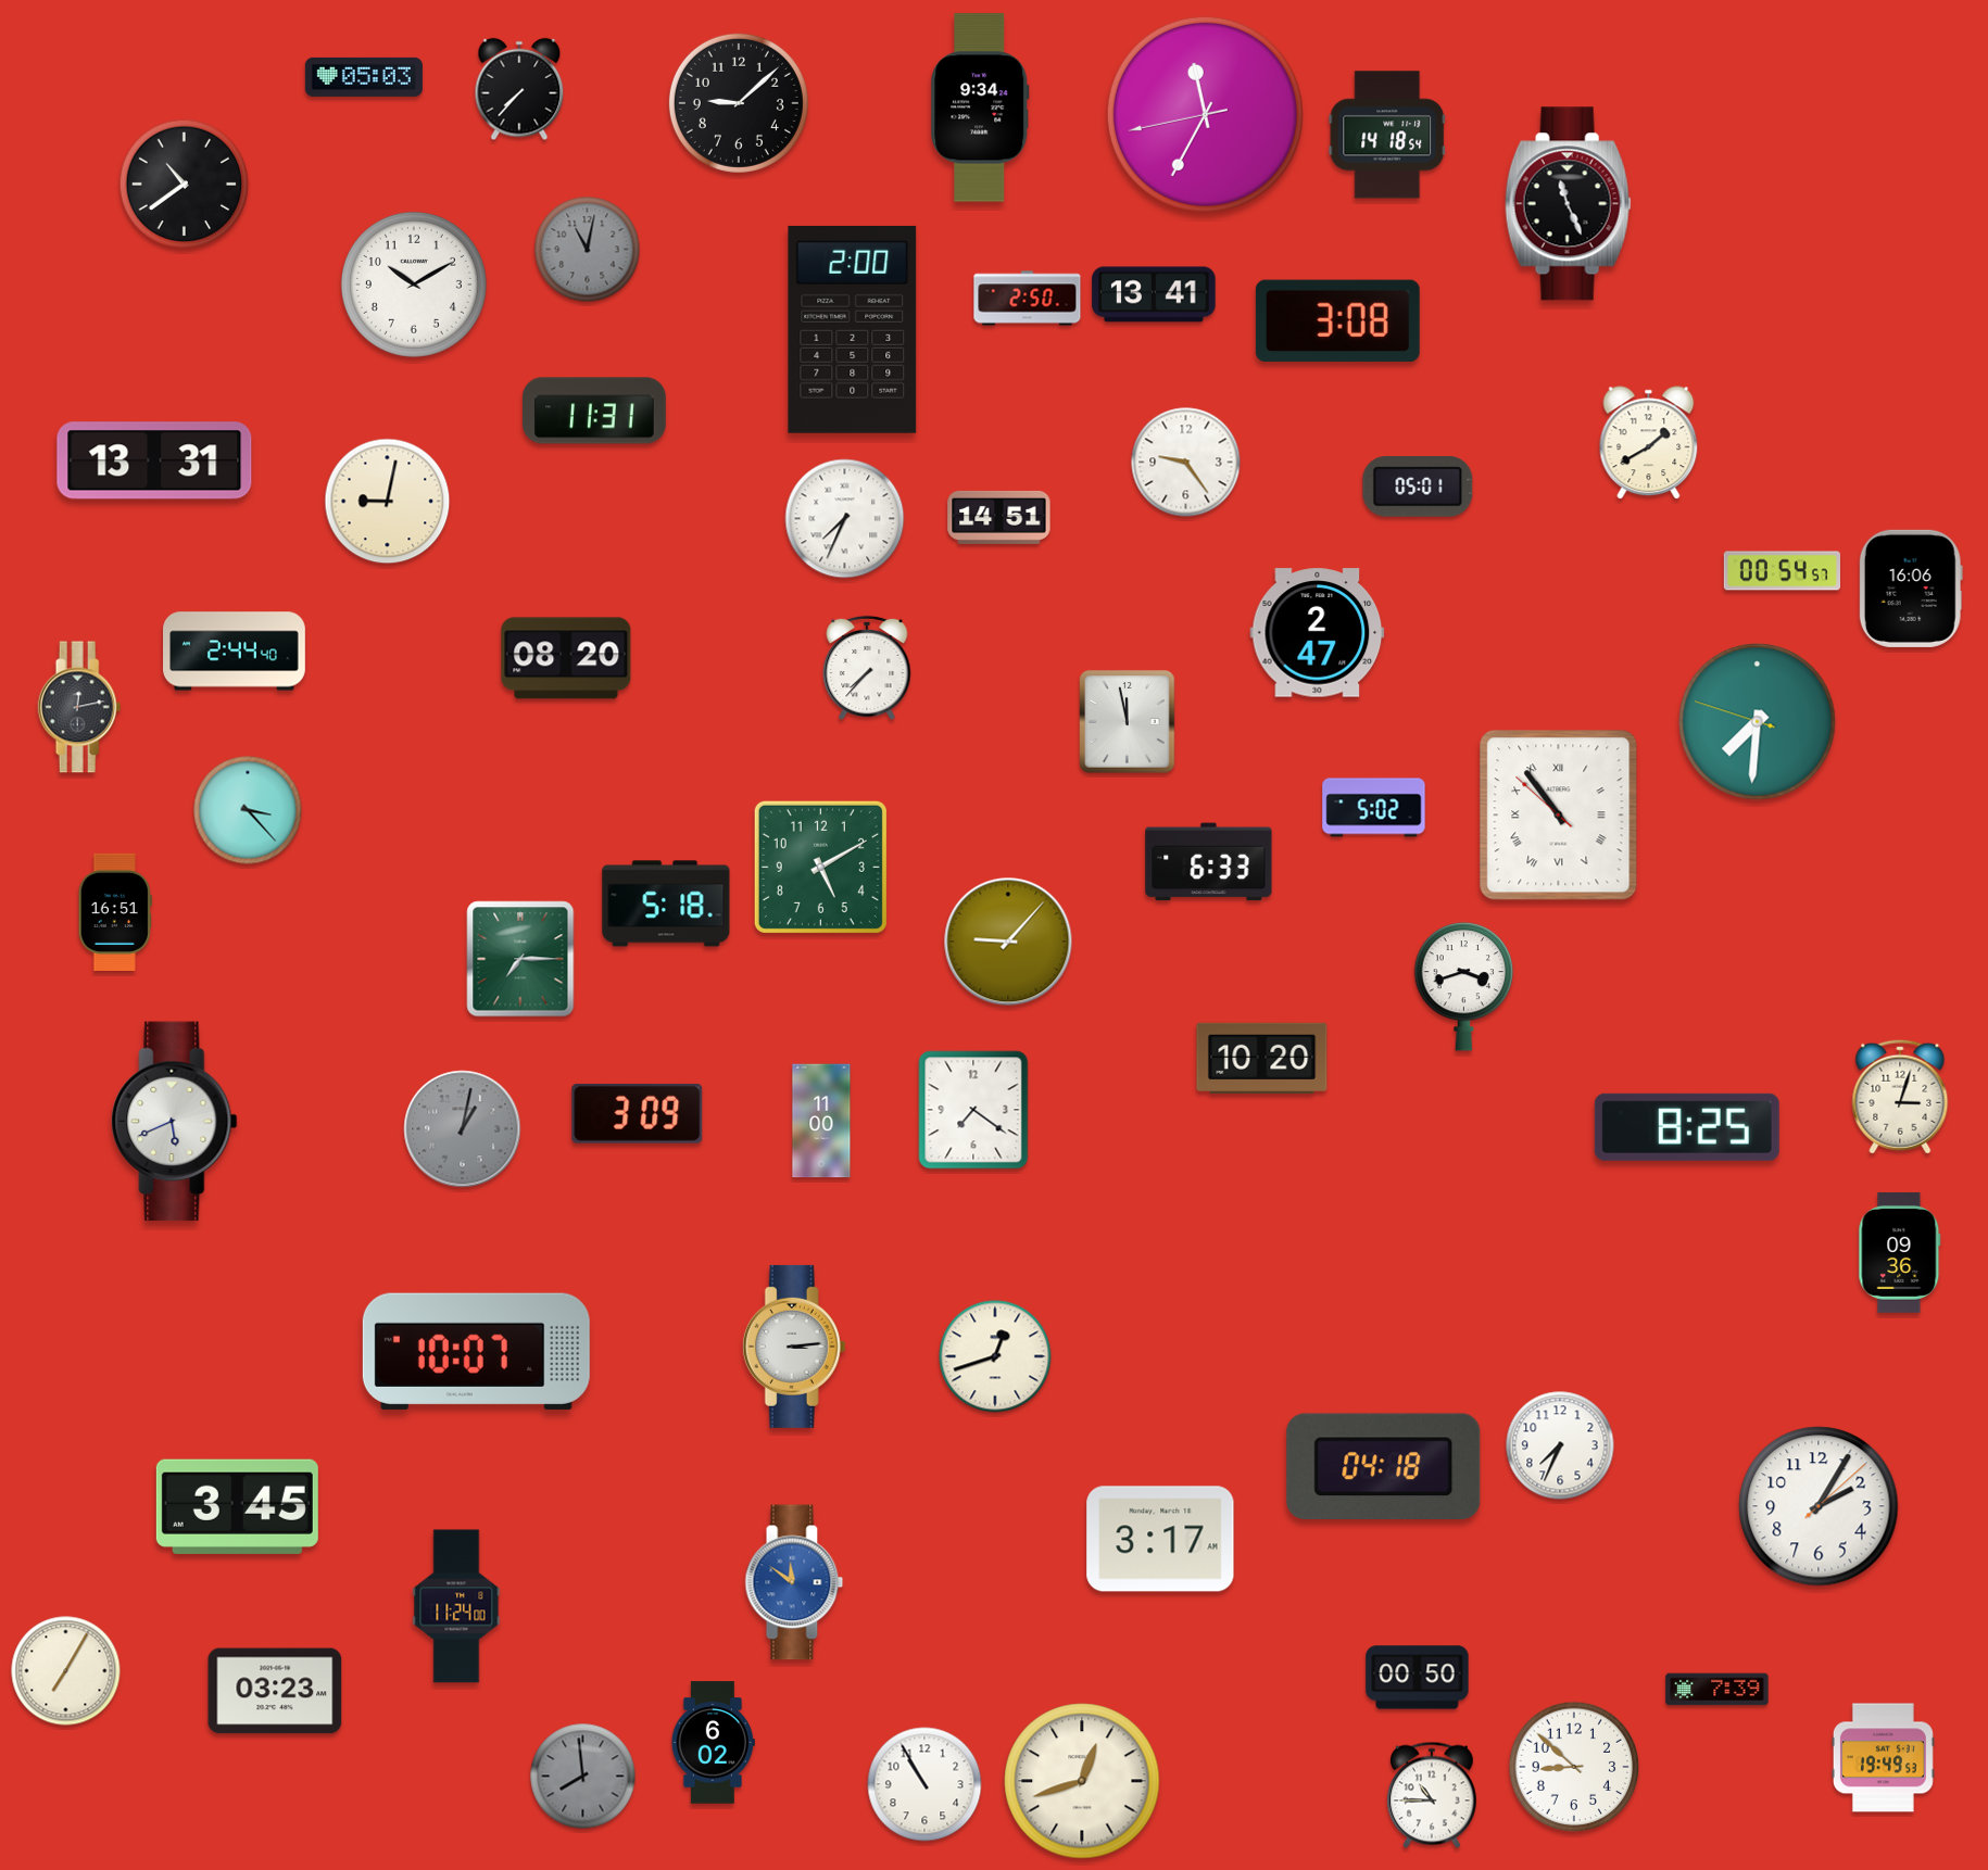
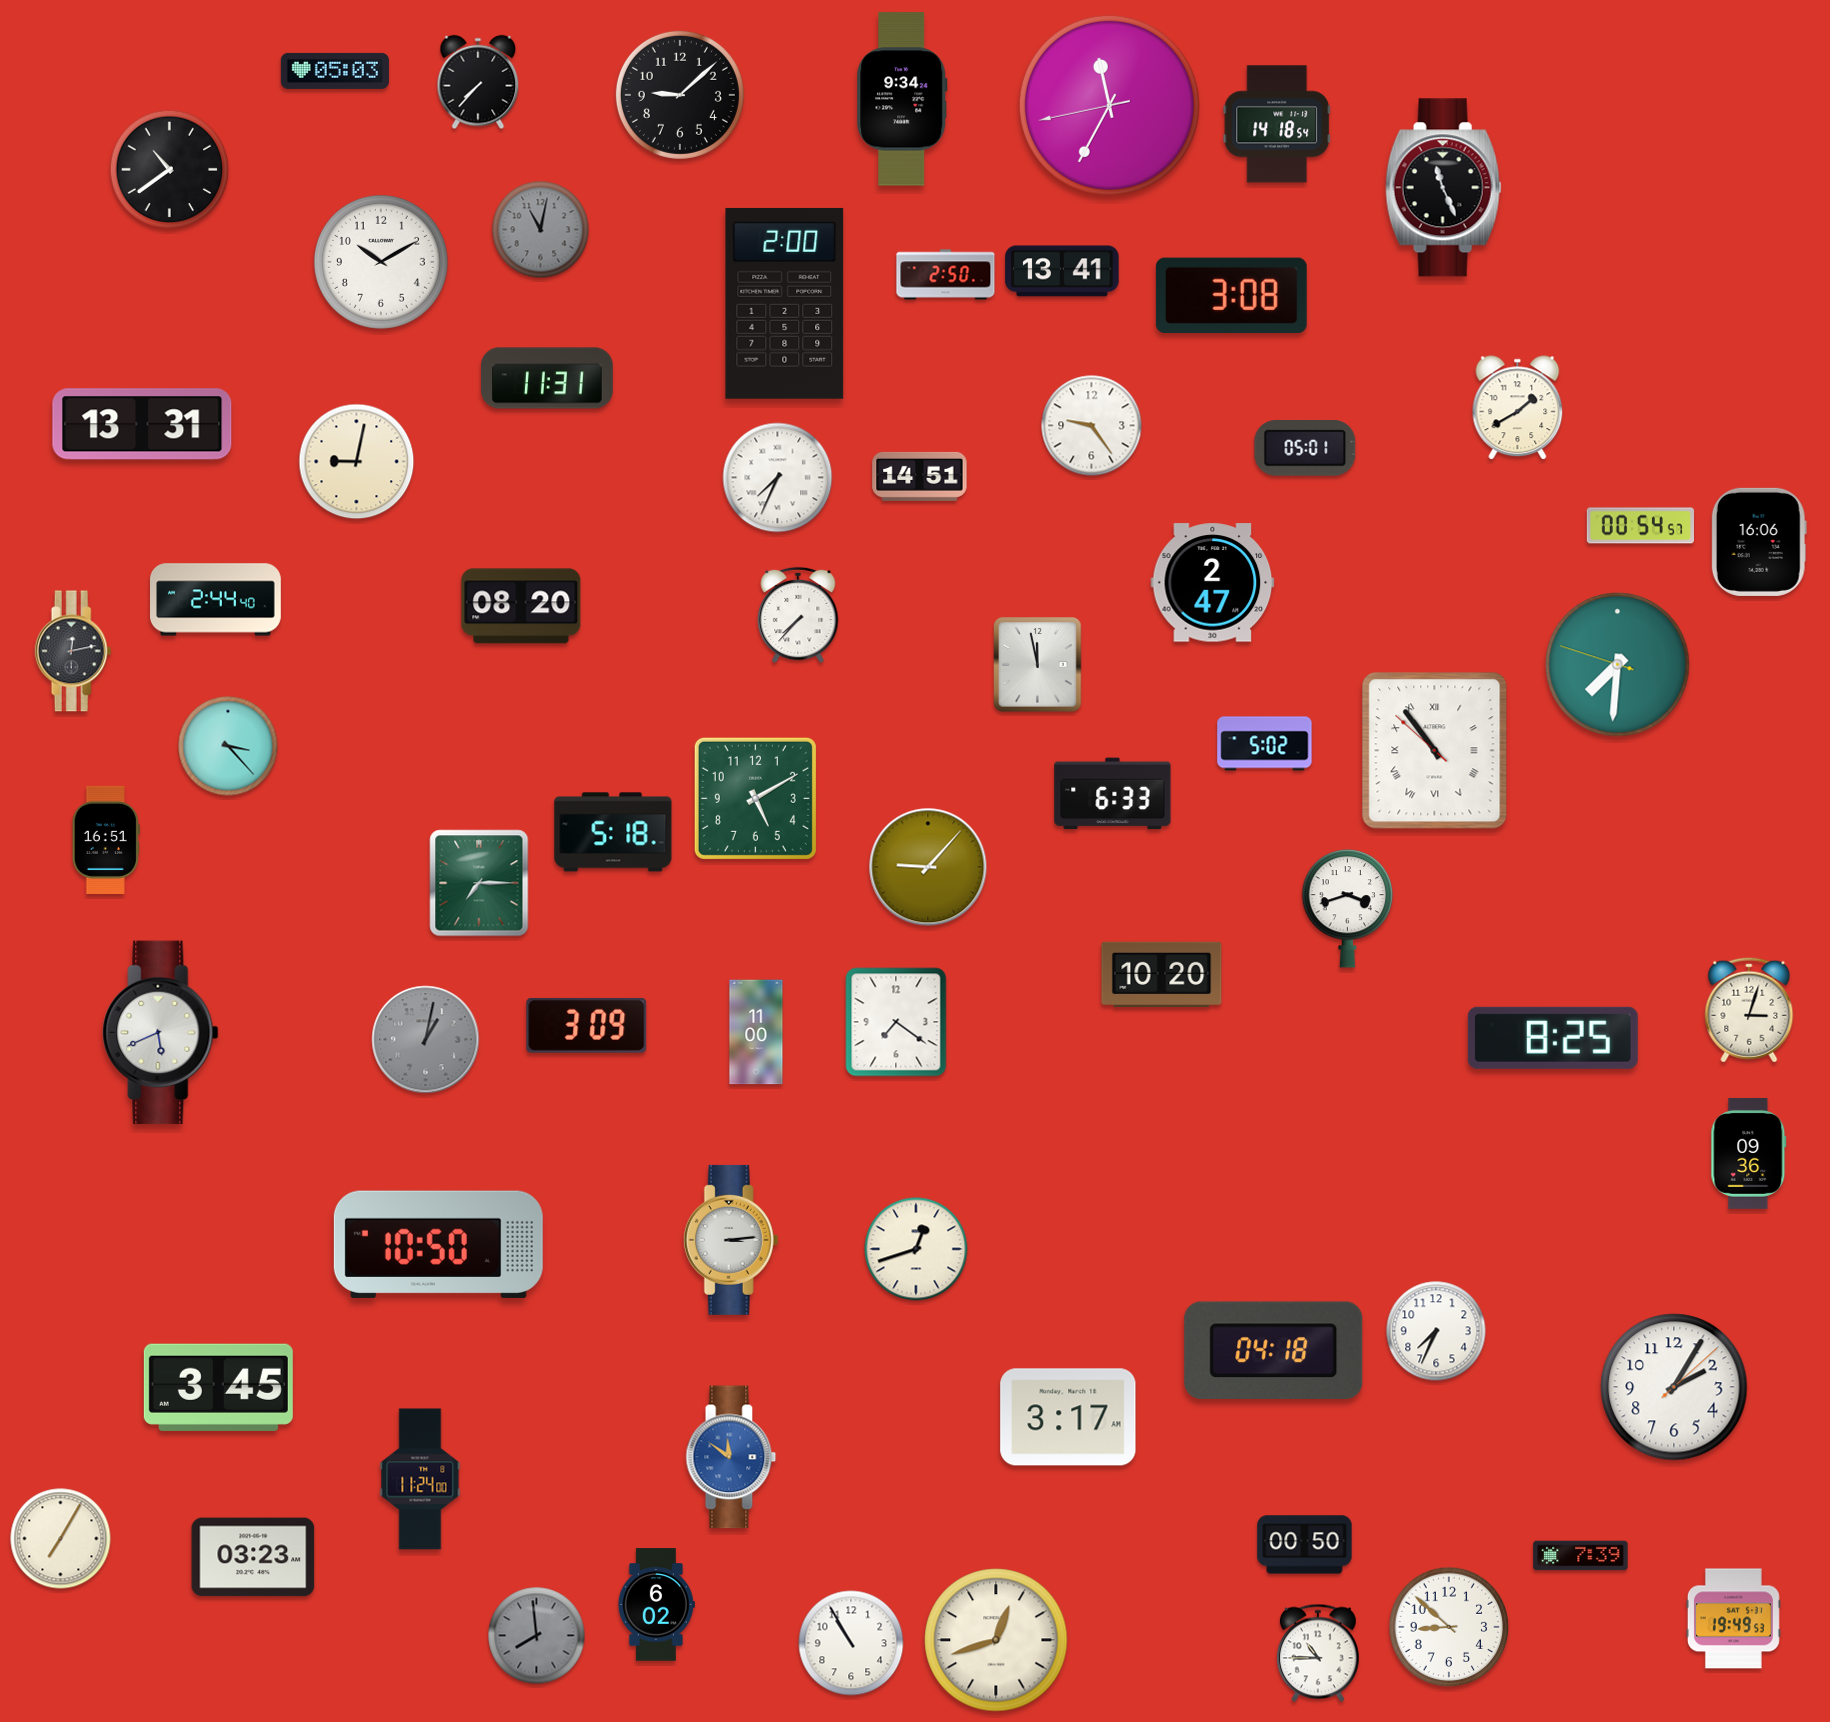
clock at (476, 1351): 10:07 -> 10:50
